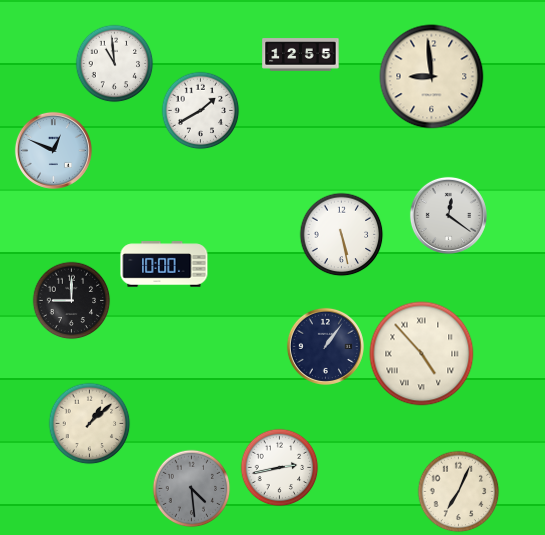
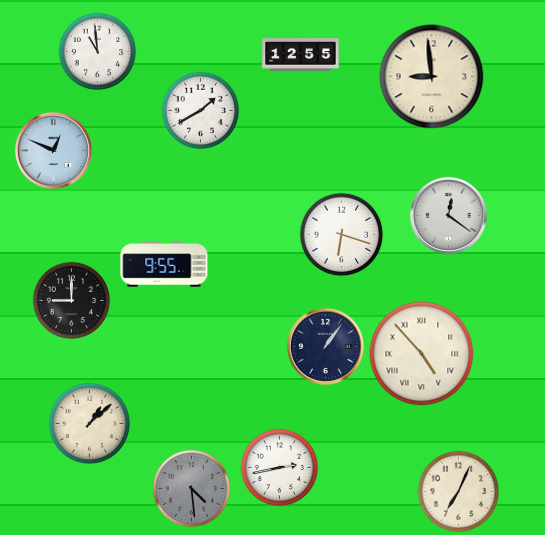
clock at (114, 63) position: (114, 63) -> (97, 51)
clock at (341, 234): 5:28 -> 6:18
clock at (164, 264): 10:00 -> 9:55
